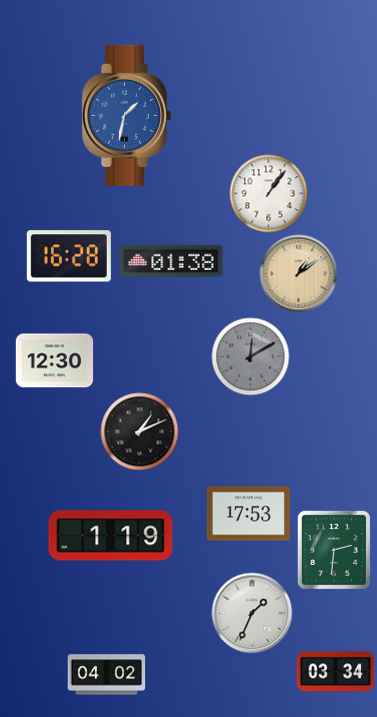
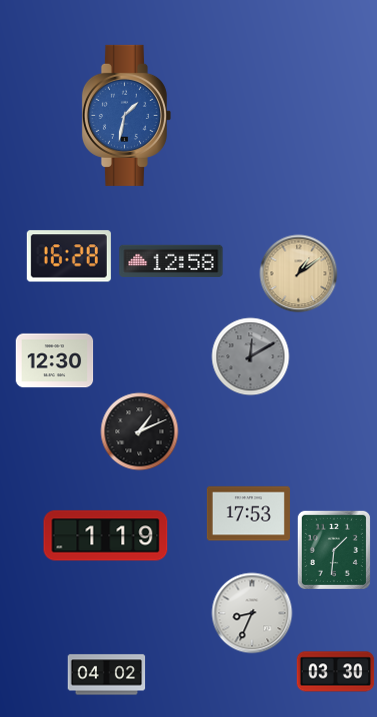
clock at (268, 193): 1:06 -> none
clock at (171, 261): 01:38 -> 12:58
clock at (111, 536) position: (111, 536) -> (106, 536)
clock at (334, 550): 2:31 -> 1:31
clock at (252, 613): 1:34 -> 8:34
clock at (335, 672): 03:34 -> 03:30
